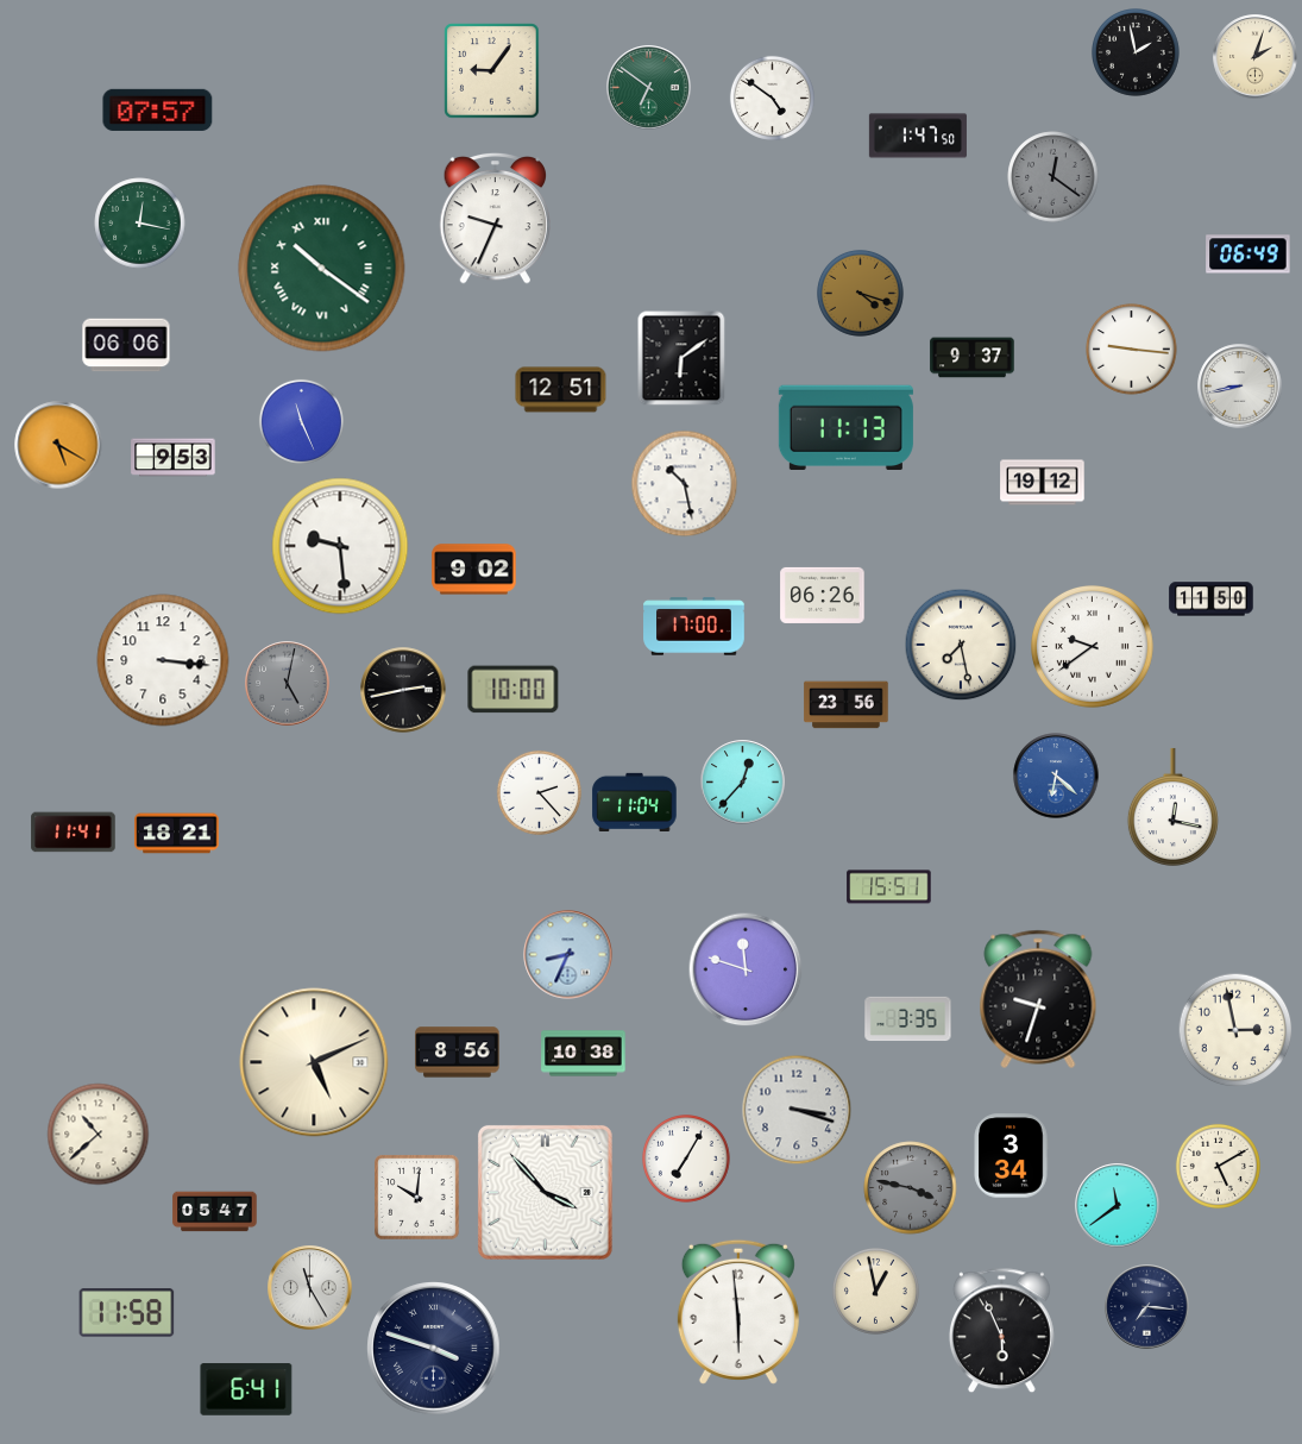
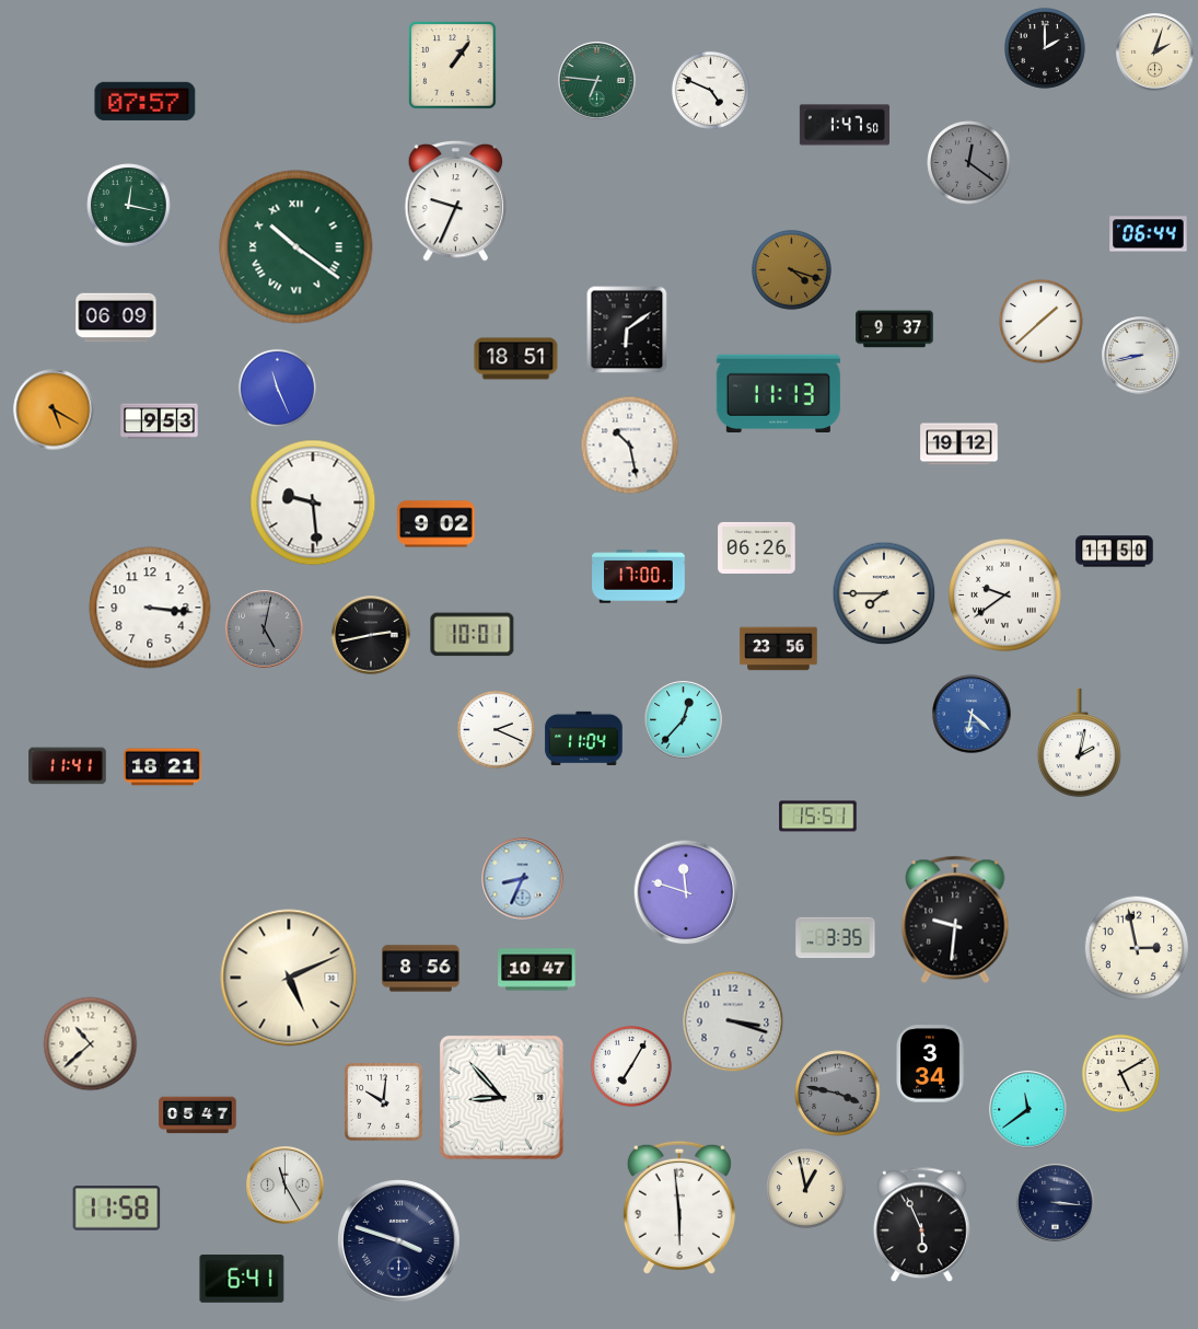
clock at (1137, 54): 1:58 -> 2:00
clock at (492, 71): 9:06 -> 1:06
clock at (649, 88): 6:51 -> 6:46
clock at (772, 98): 4:51 -> 4:49
clock at (1248, 255): 06:49 -> 06:44
clock at (126, 345): 06:06 -> 06:09
clock at (1132, 350): 9:16 -> 1:38
clock at (561, 390): 12:51 -> 18:51
clock at (961, 645): 7:28 -> 7:45
clock at (514, 690): 10:00 -> 10:01
clock at (539, 792): 2:23 -> 2:19
clock at (1172, 806): 12:17 -> 2:02
clock at (1038, 999): 9:33 -> 9:31
clock at (584, 1054): 10:38 -> 10:47
clock at (545, 1192): 3:53 -> 8:53
clock at (1147, 1307): 7:16 -> 3:16
clock at (246, 1389) position: (246, 1389) -> (242, 1279)
